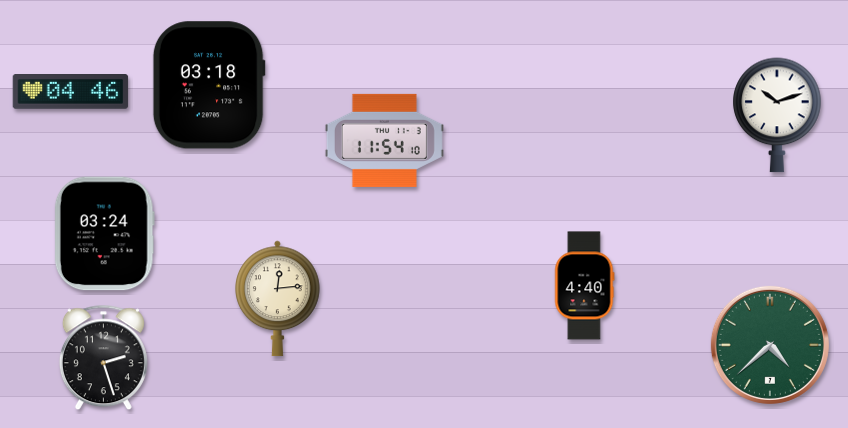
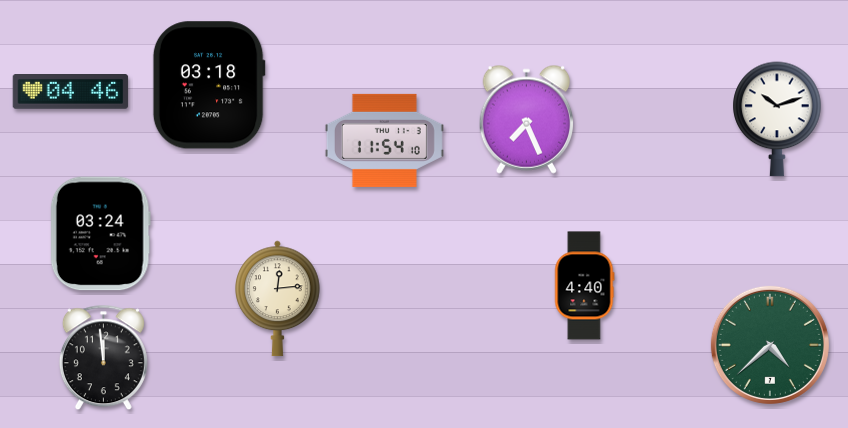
clock at (777, 115) position: (777, 115) -> (777, 119)
clock at (526, 119): none -> 7:26
clock at (104, 234) position: (104, 234) -> (100, 234)
clock at (103, 358): 2:27 -> 11:59
